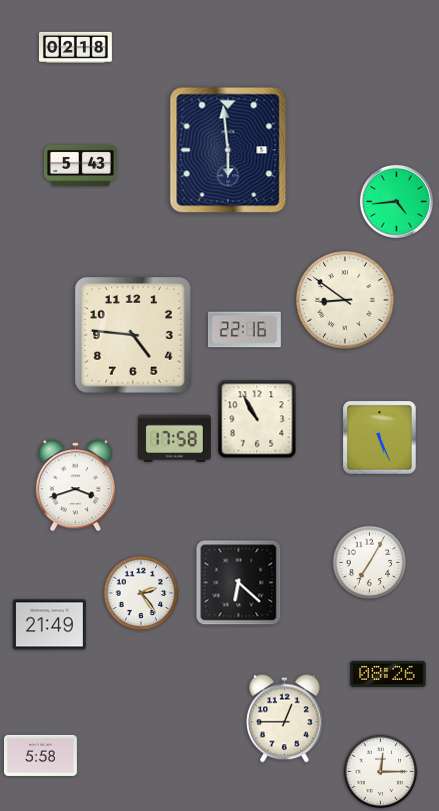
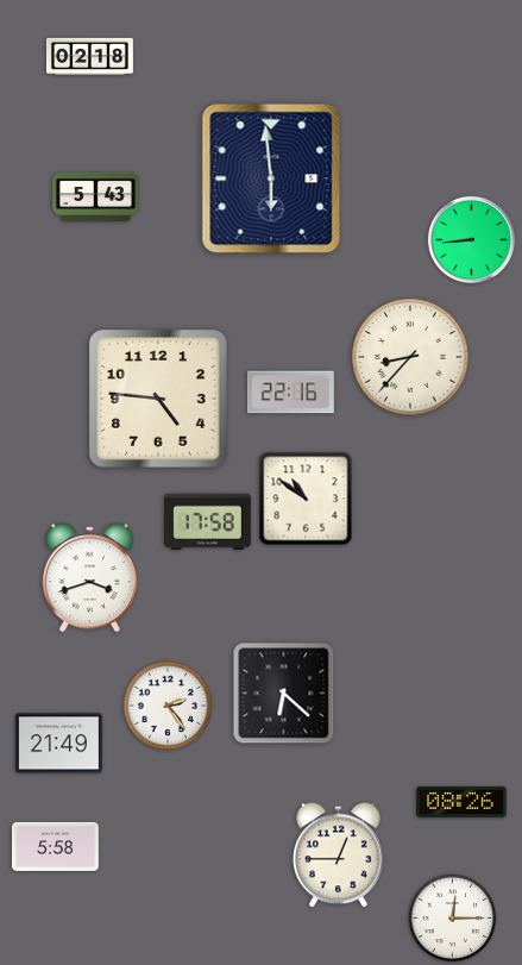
clock at (396, 201): 4:44 -> 8:44
clock at (345, 300): 8:51 -> 8:37
clock at (257, 419): 10:55 -> 10:51
clock at (380, 438): 5:26 -> none
clock at (370, 563): 7:05 -> none
clock at (40, 755) position: (40, 755) -> (55, 846)
